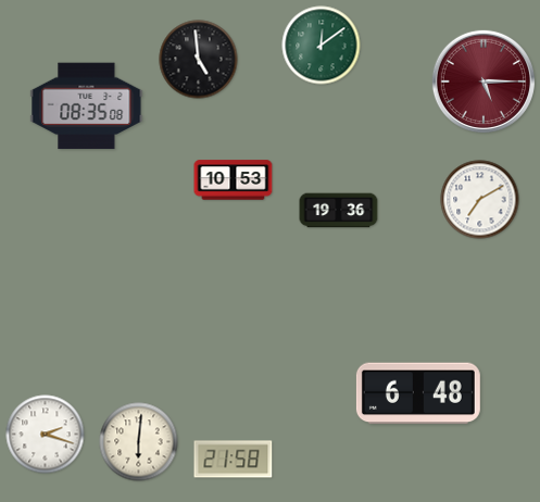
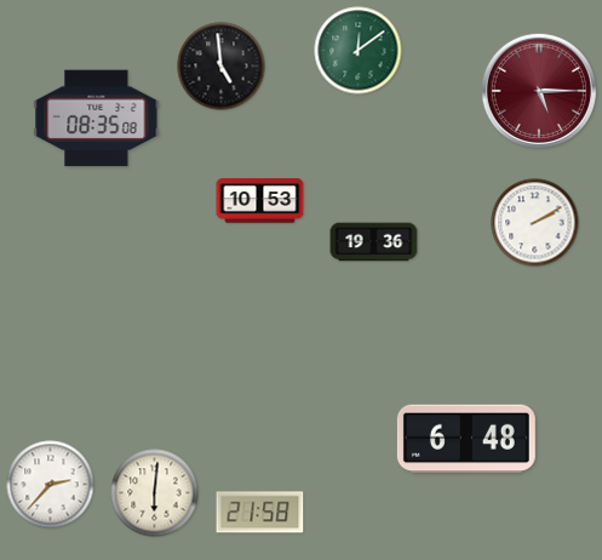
clock at (480, 200): 7:10 -> 2:10
clock at (339, 211) position: (339, 211) -> (374, 242)
clock at (46, 435): 2:18 -> 2:37
